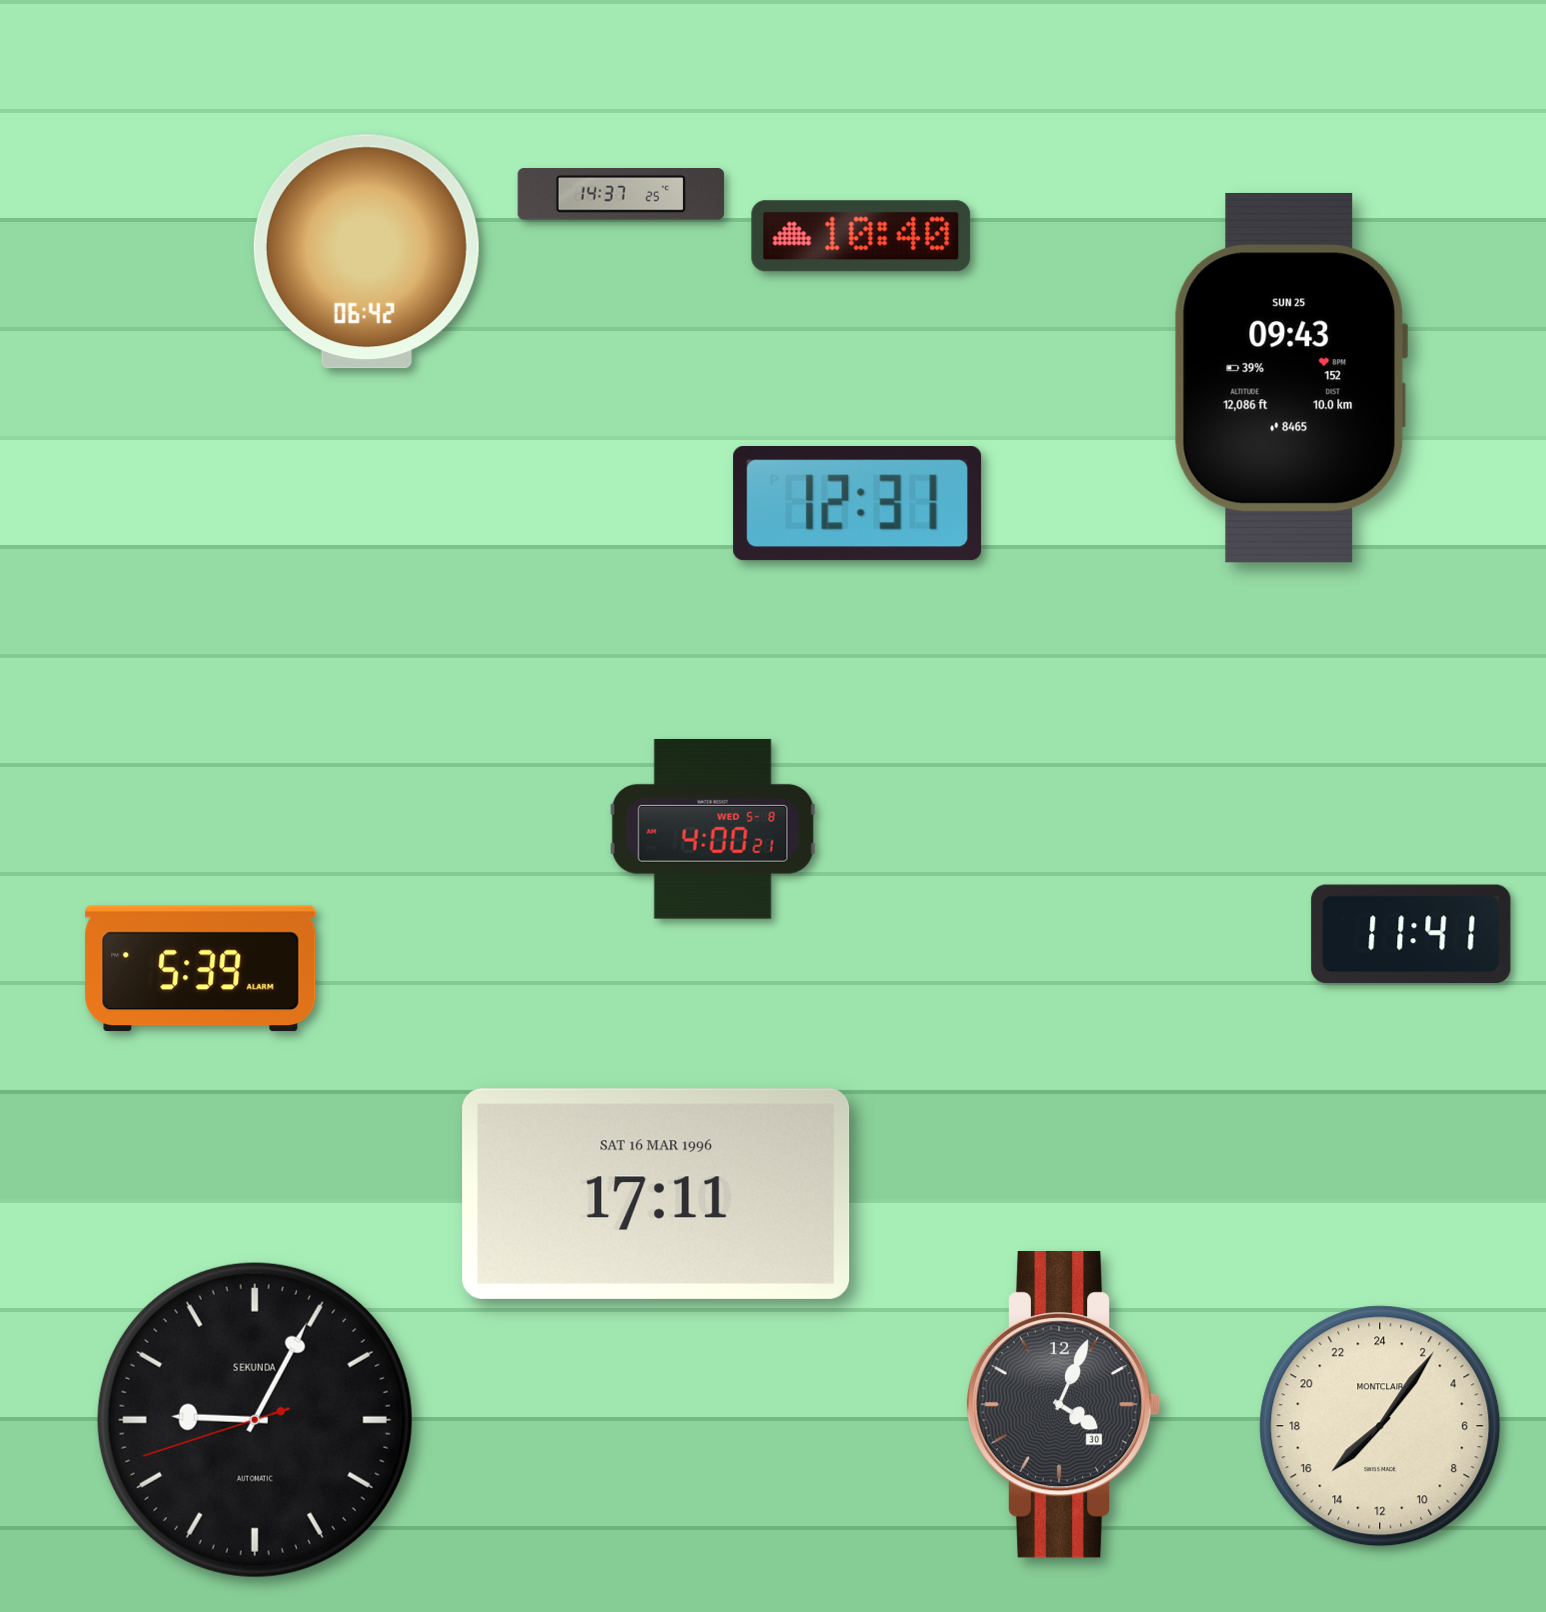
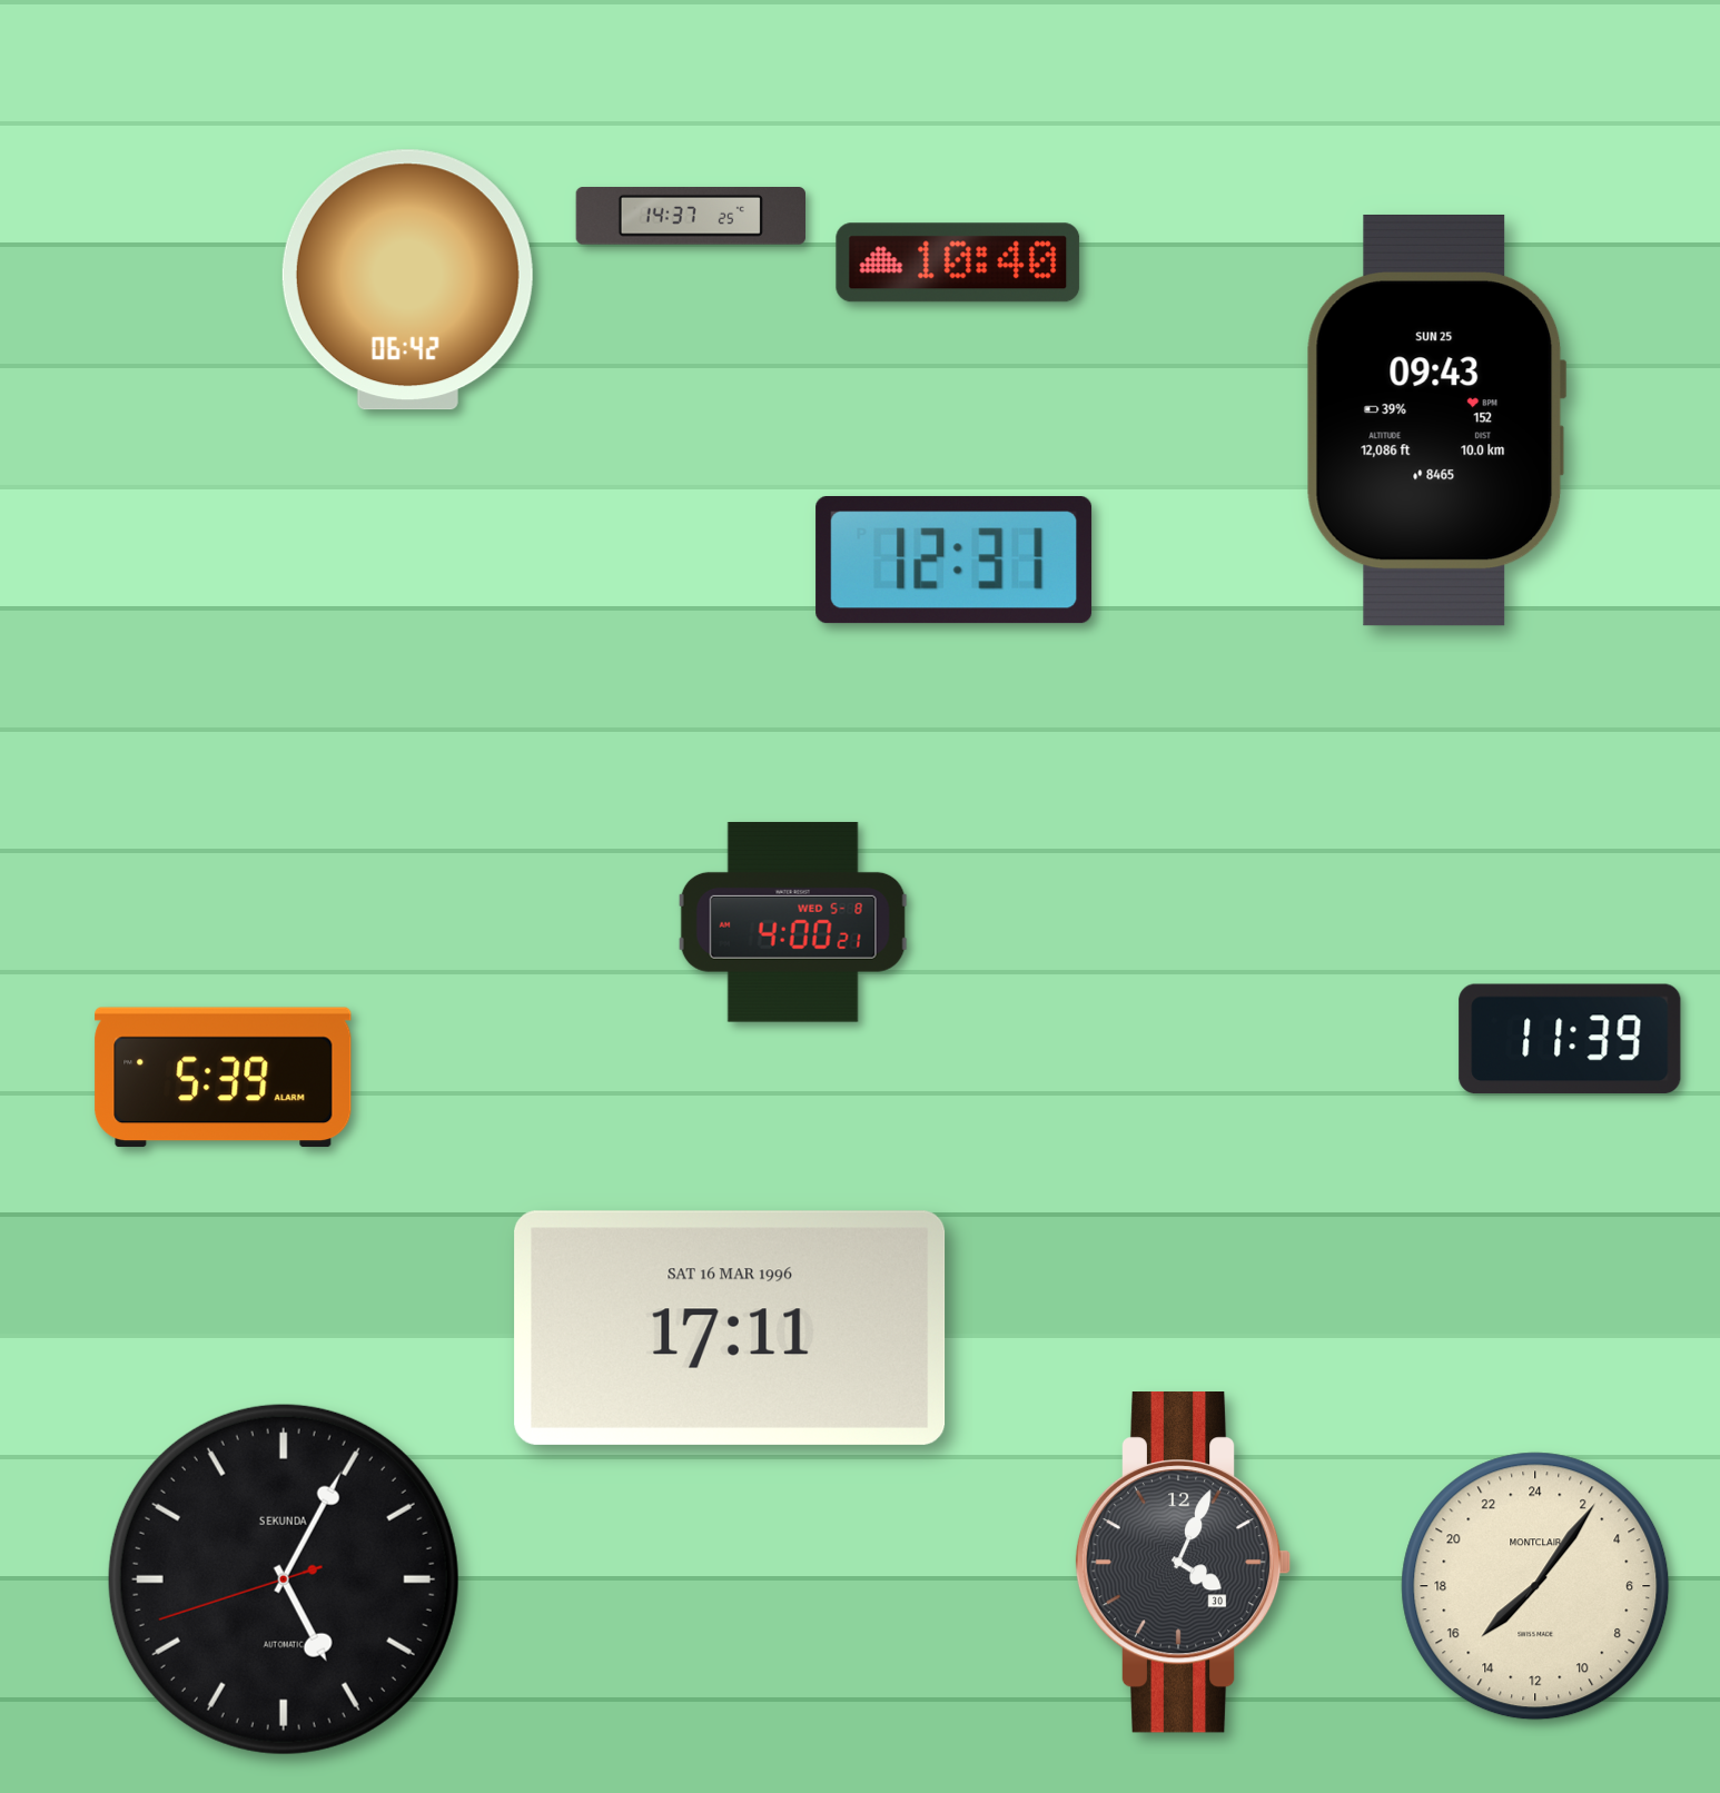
clock at (1411, 934): 11:41 -> 11:39
clock at (255, 1420): 9:04 -> 5:04
